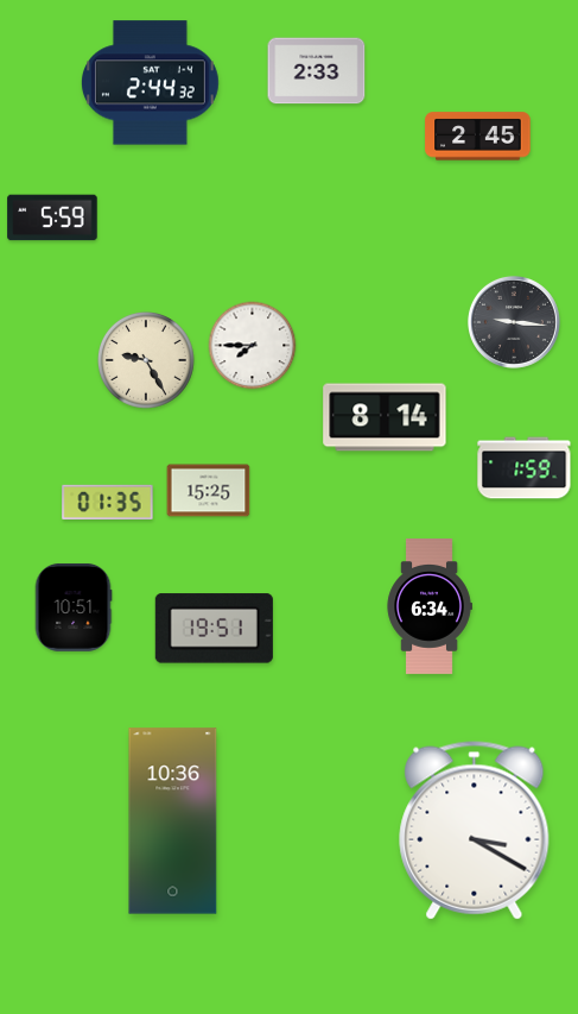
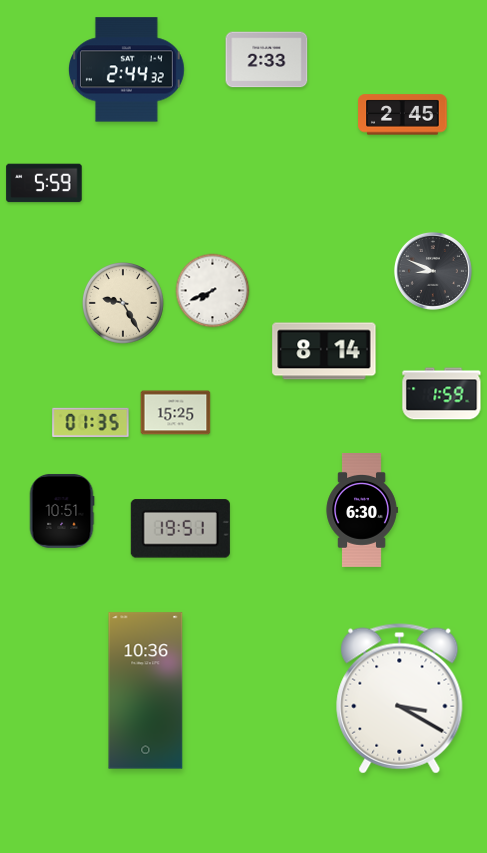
clock at (514, 322): 9:16 -> 8:49
clock at (253, 346): 7:45 -> 7:41
clock at (430, 607): 6:34 -> 6:30
